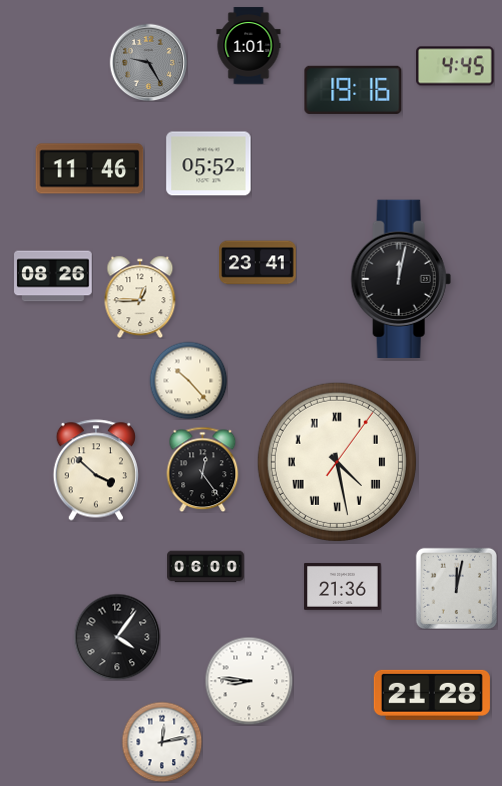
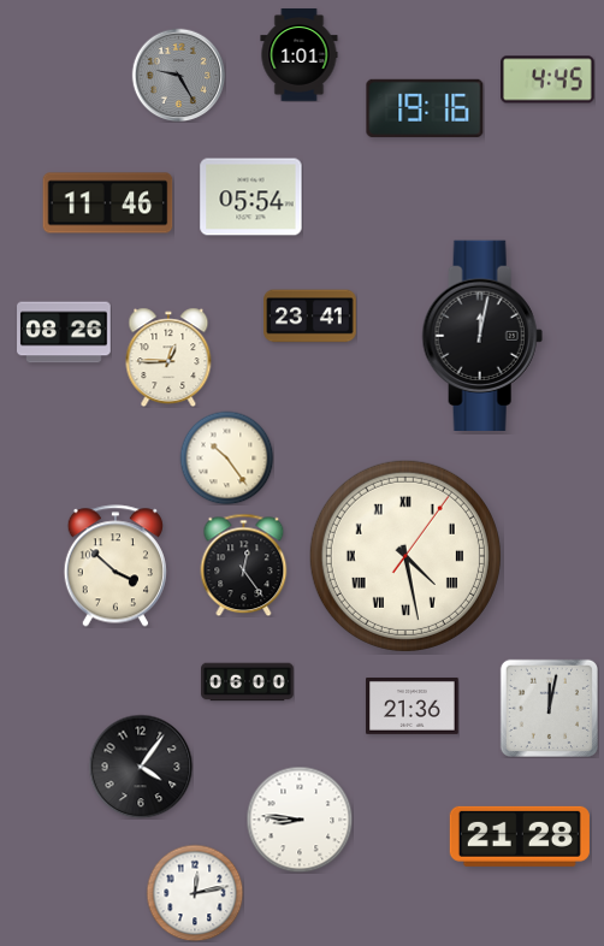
clock at (209, 164): 05:52 -> 05:54
clock at (188, 380): 10:23 -> 10:24
